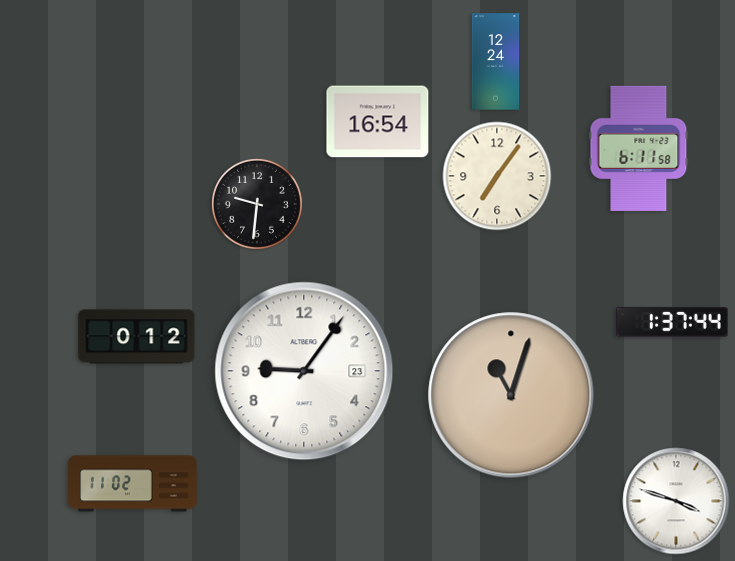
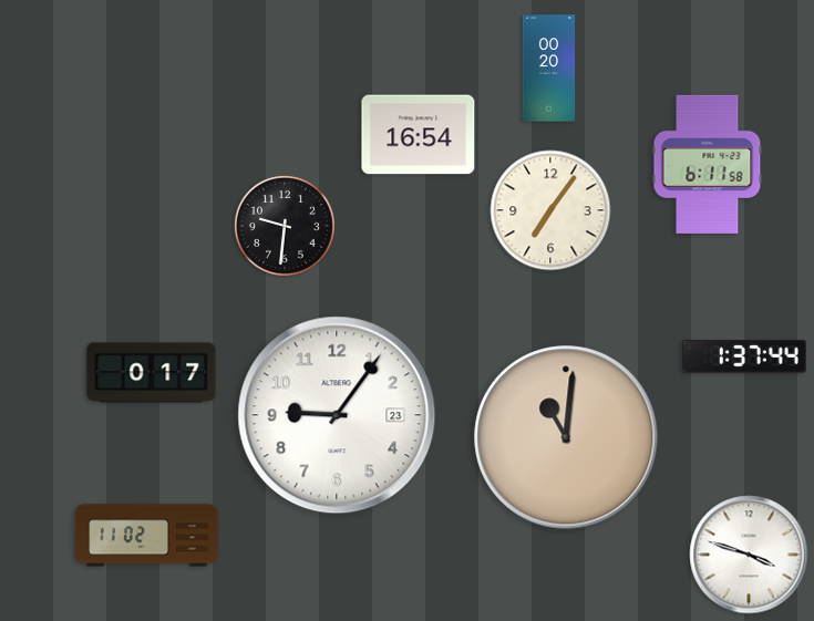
clock at (496, 62): 12:24 -> 00:20
clock at (497, 176) position: (497, 176) -> (550, 210)
clock at (137, 337): 0:12 -> 0:17
clock at (304, 371) position: (304, 371) -> (337, 415)
clock at (511, 395): 11:03 -> 11:01
